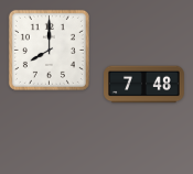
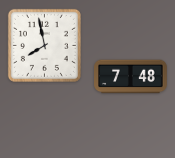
clock at (49, 50): 8:00 -> 7:58
